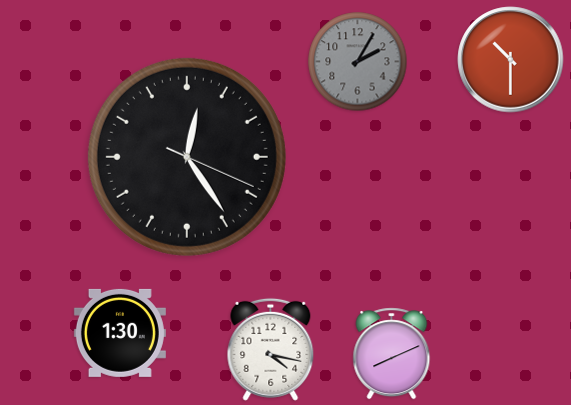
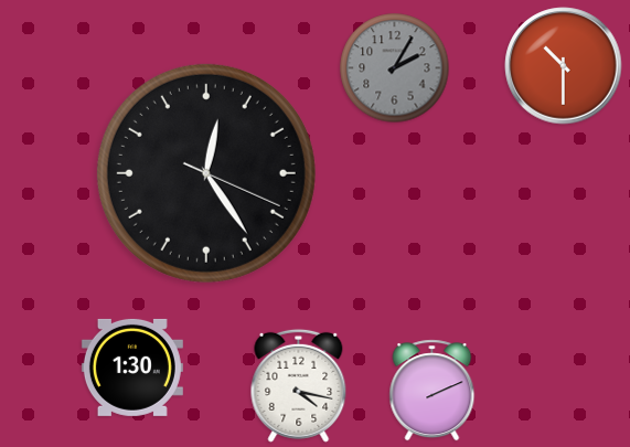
clock at (392, 354): 8:11 -> 2:11
